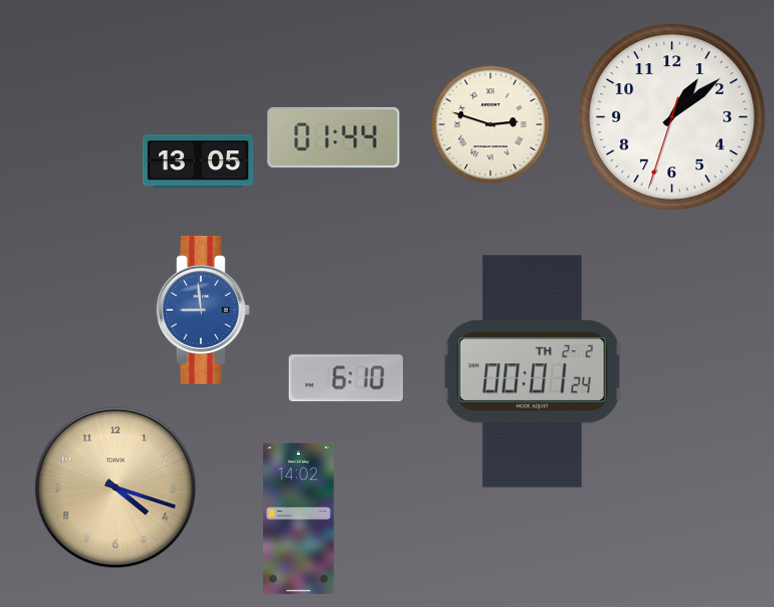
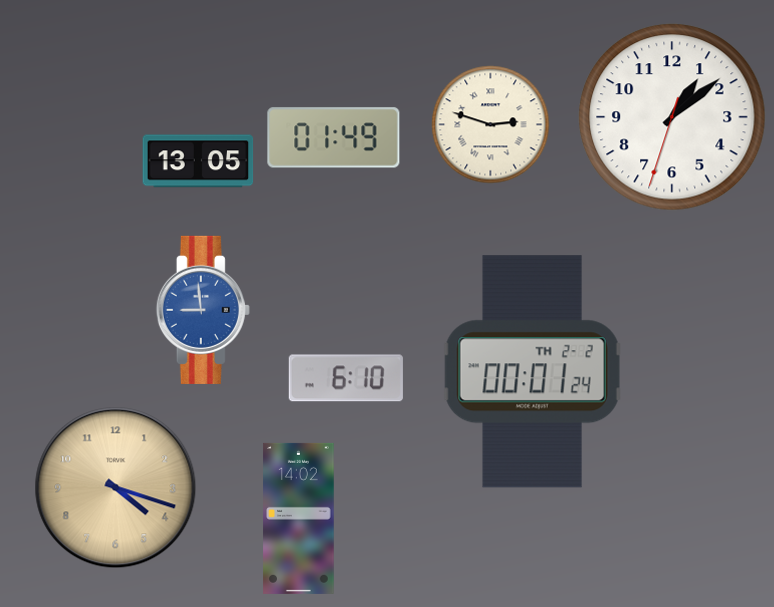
clock at (334, 138): 01:44 -> 01:49
